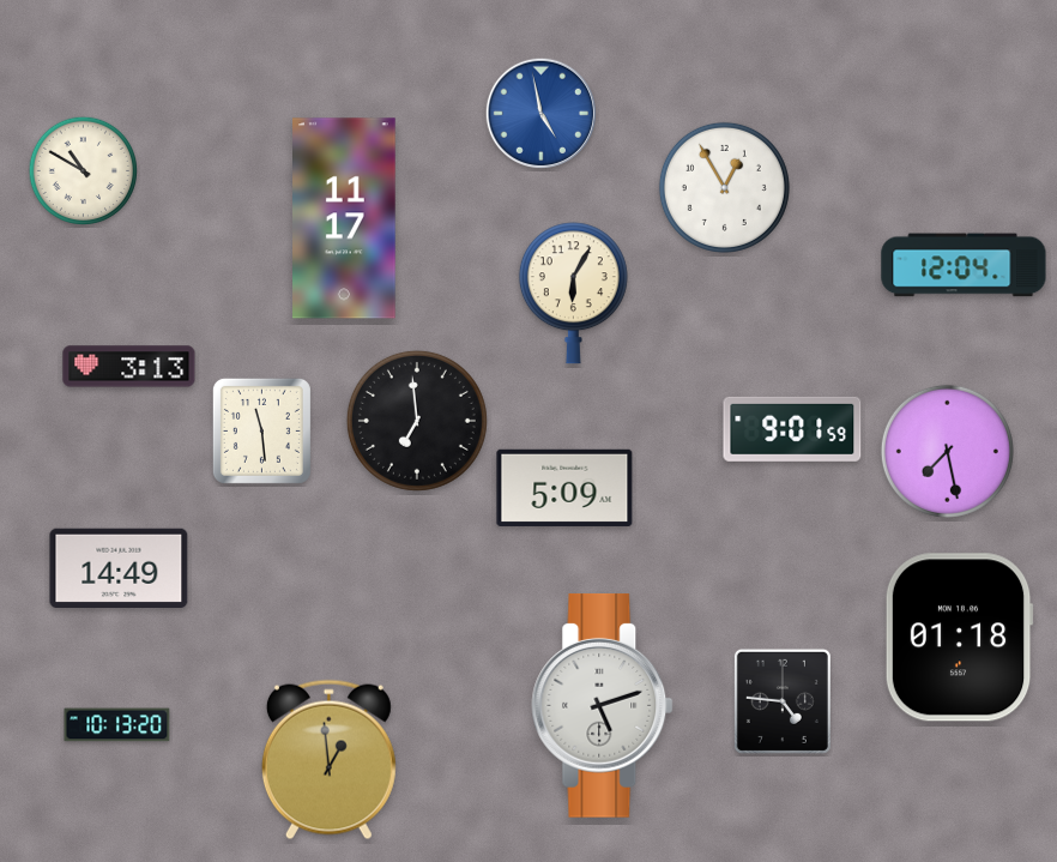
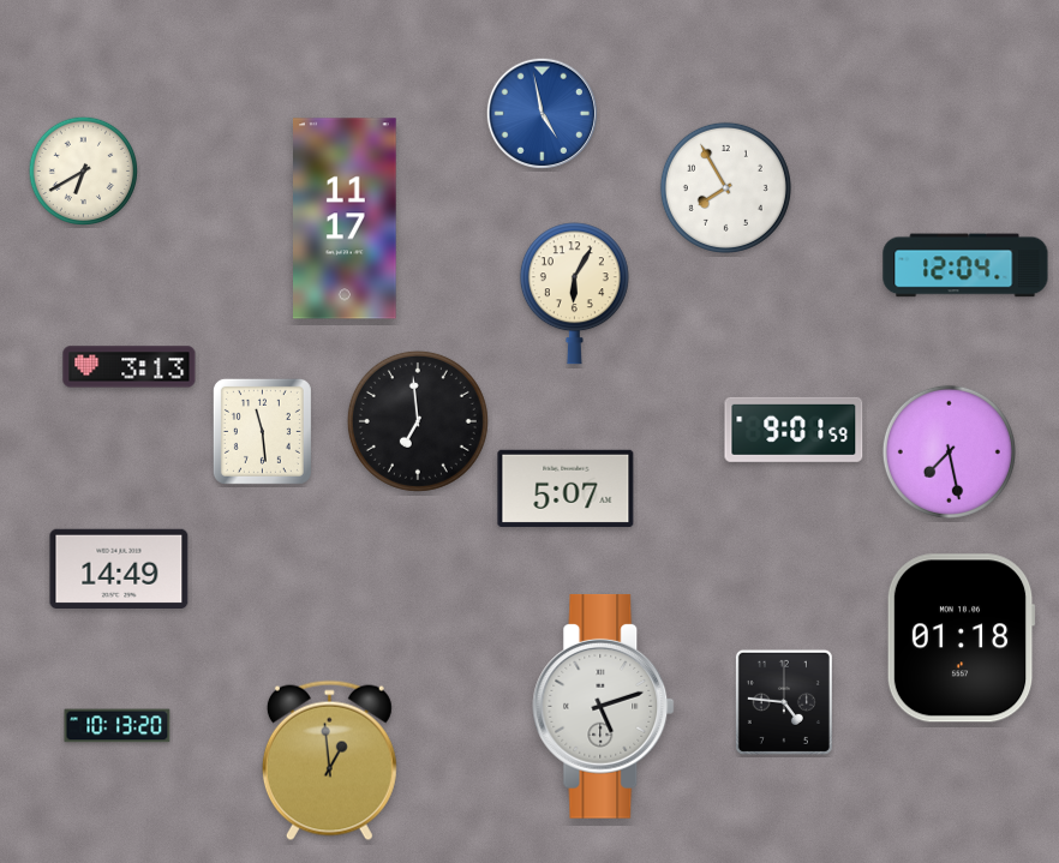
clock at (83, 170): 10:50 -> 6:40
clock at (724, 187): 12:55 -> 7:55
clock at (564, 488): 5:09 -> 5:07
